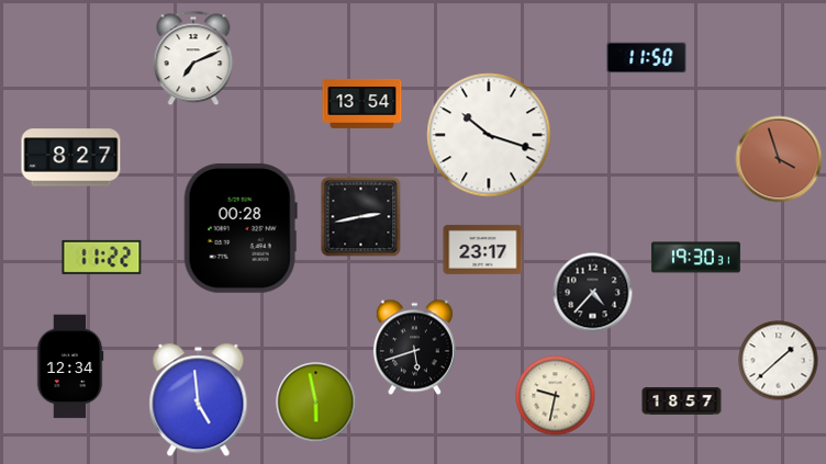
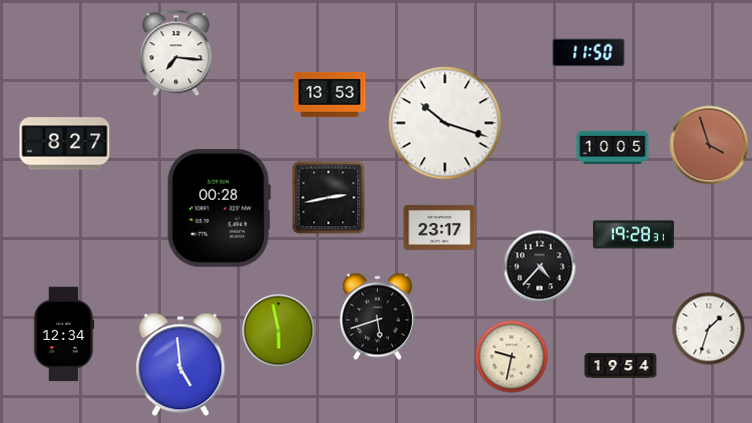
clock at (193, 58): 7:11 -> 7:16
clock at (362, 103): 13:54 -> 13:53
clock at (613, 148): none -> 10:05
clock at (102, 257): 11:22 -> none
clock at (695, 258): 19:30 -> 19:28
clock at (779, 361): 1:38 -> 1:33
clock at (556, 396) position: (556, 396) -> (512, 357)
clock at (682, 401): 18:57 -> 19:54
clock at (316, 403) position: (316, 403) -> (279, 331)
